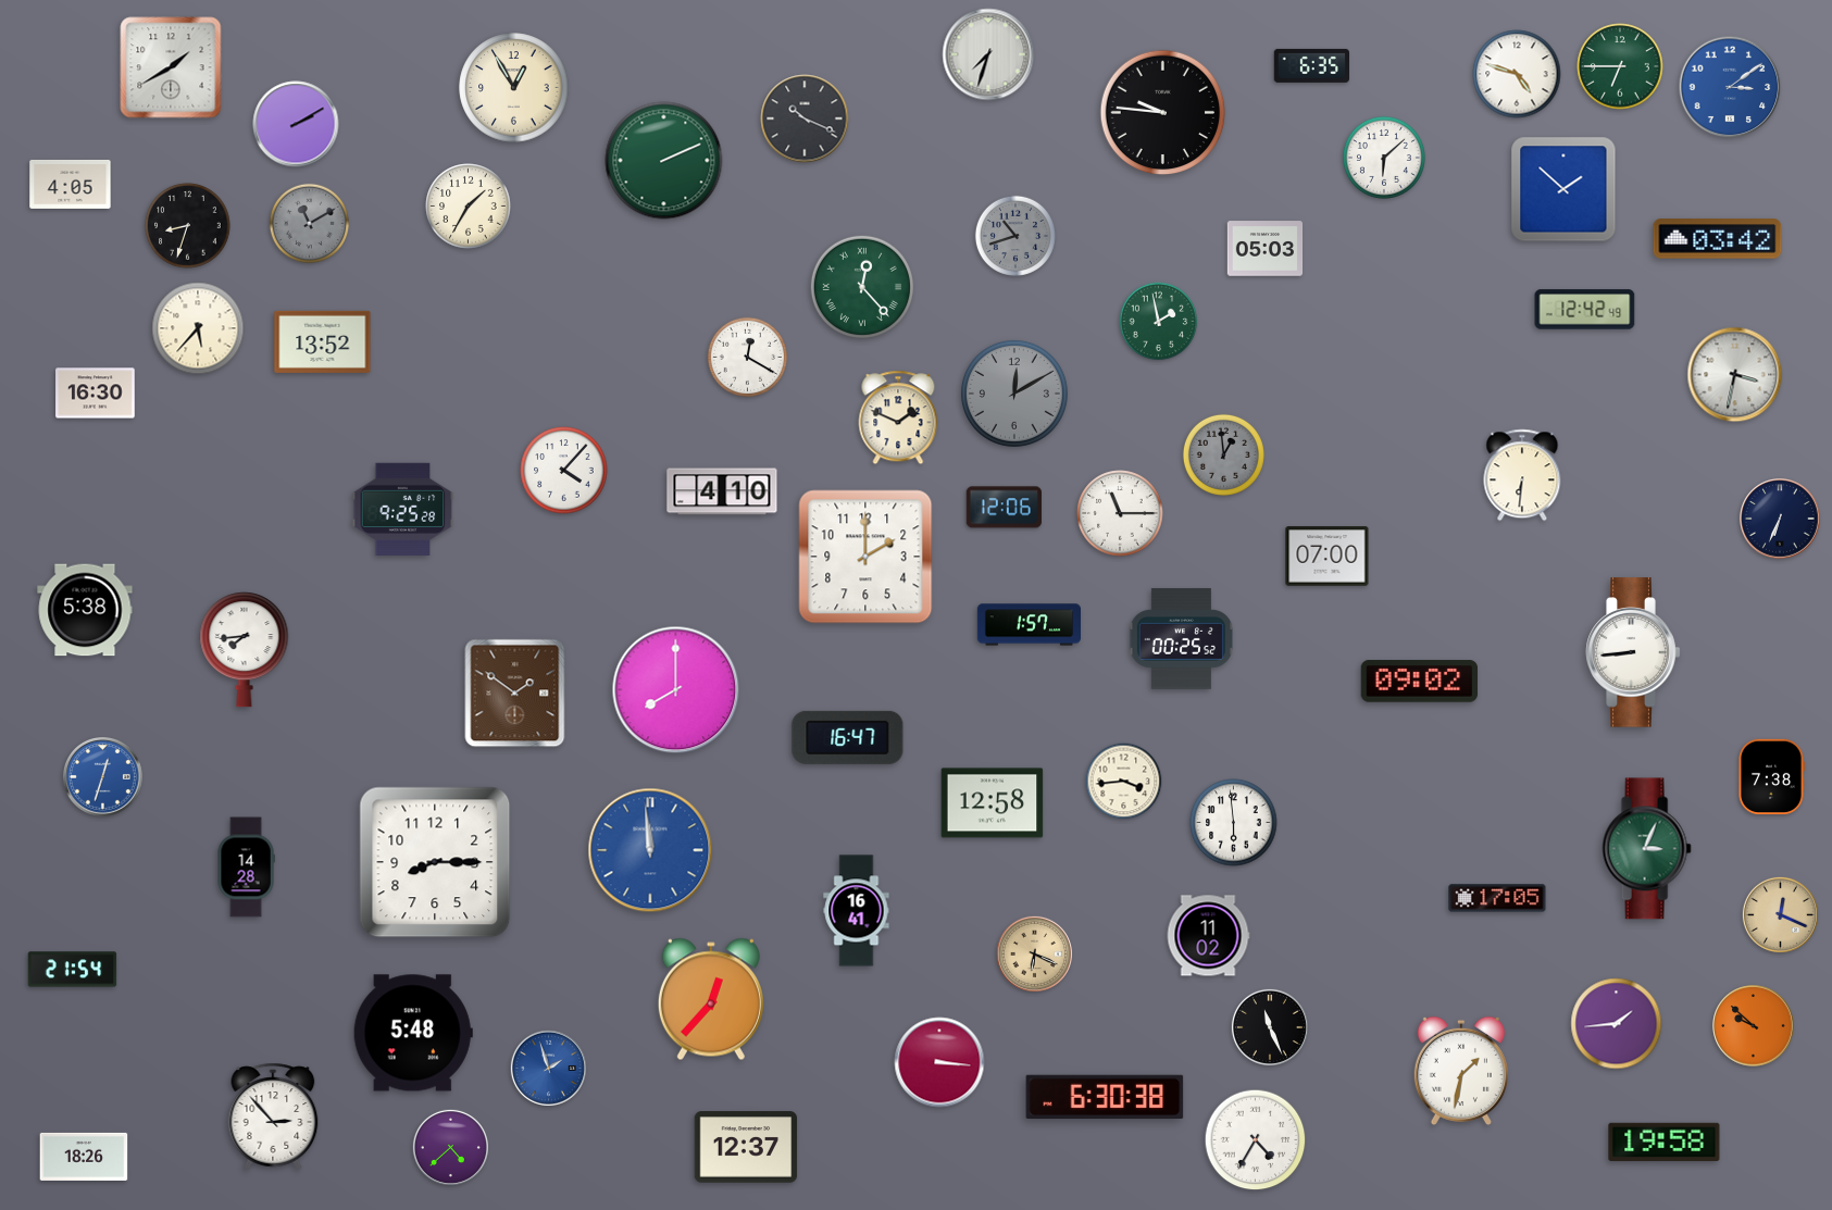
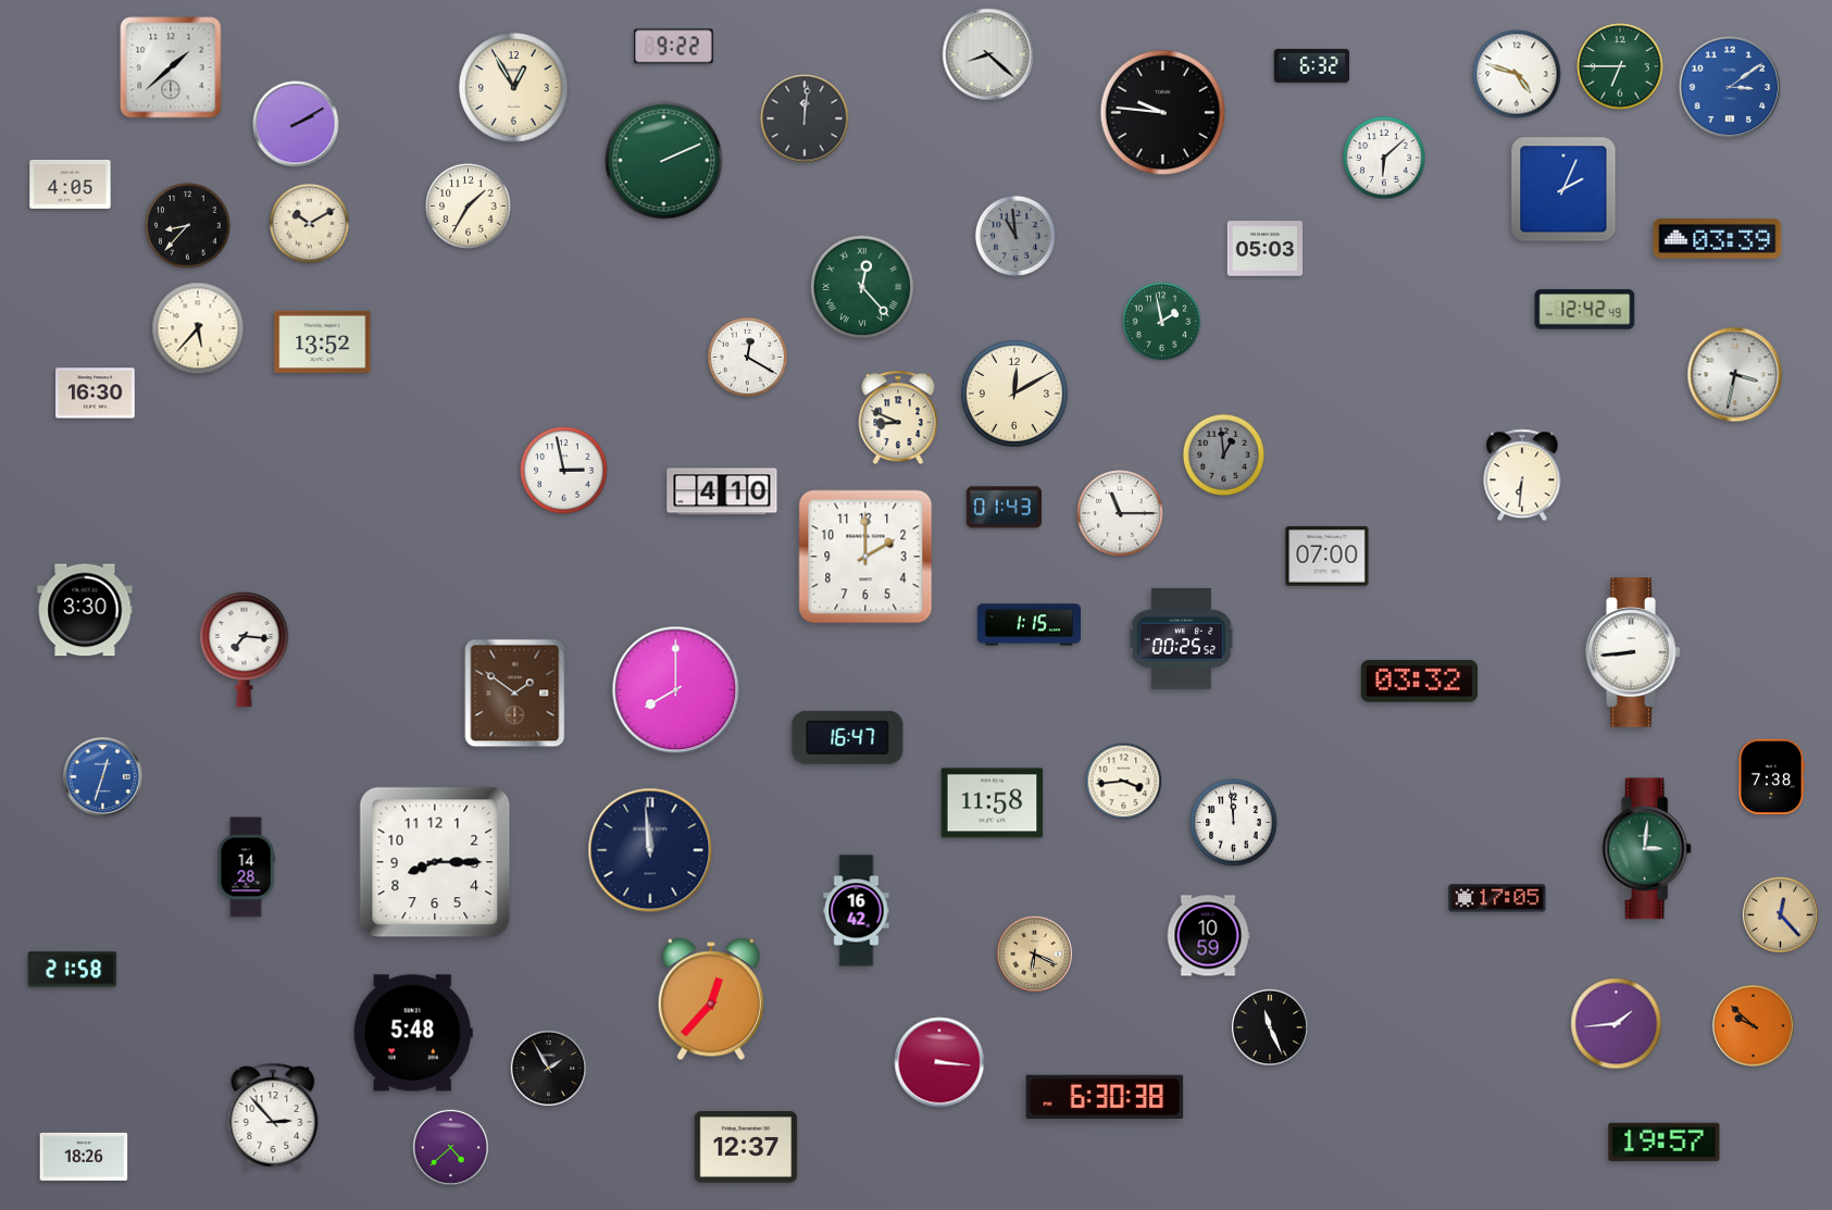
clock at (674, 47): none -> 9:22
clock at (988, 54): 7:33 -> 8:22
clock at (1311, 65): 6:35 -> 6:32
clock at (171, 67): 1:40 -> 1:38
clock at (805, 118): 10:19 -> 12:01
clock at (1563, 189): 1:52 -> 2:04
clock at (310, 224): 11:10 -> 10:10
clock at (310, 224) dial: grey -> cream
clock at (188, 226): 8:33 -> 8:37
clock at (1015, 236): 10:42 -> 10:59
clock at (1718, 239): 03:42 -> 03:39
clock at (1159, 322) position: (1159, 322) -> (1162, 322)
clock at (1014, 394) dial: grey -> cream
clock at (898, 417): 1:49 -> 8:49
clock at (564, 471): 4:07 -> 2:58
clock at (1004, 508): 12:06 -> 01:43
clock at (403, 509): 9:25 -> none
clock at (1780, 519): 6:34 -> none
clock at (85, 610): 5:38 -> 3:30
clock at (1029, 625): 1:57 -> 1:15
clock at (245, 650): 7:44 -> 7:16
clock at (1419, 682): 09:02 -> 03:32
clock at (993, 803): 12:58 -> 11:58
clock at (1234, 823): 5:59 -> 11:59
clock at (1646, 849): 3:04 -> 3:01
clock at (650, 850) dial: blue -> navy
clock at (857, 911): 16:41 -> 16:42
clock at (1780, 914): 12:19 -> 12:23
clock at (1208, 936): 11:02 -> 10:59
clock at (73, 970): 21:54 -> 21:58
clock at (548, 1068): 1:57 -> 1:55
clock at (548, 1068) dial: blue -> black
clock at (1461, 1071): 1:32 -> none
clock at (1256, 1140): 4:35 -> none
clock at (1665, 1142): 19:58 -> 19:57
